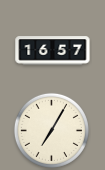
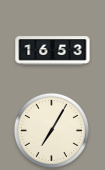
clock at (53, 51): 16:57 -> 16:53
